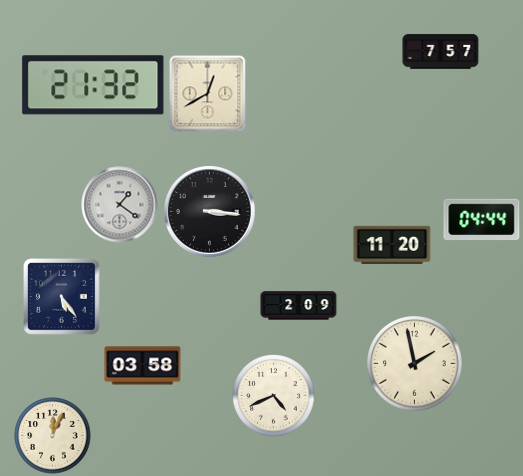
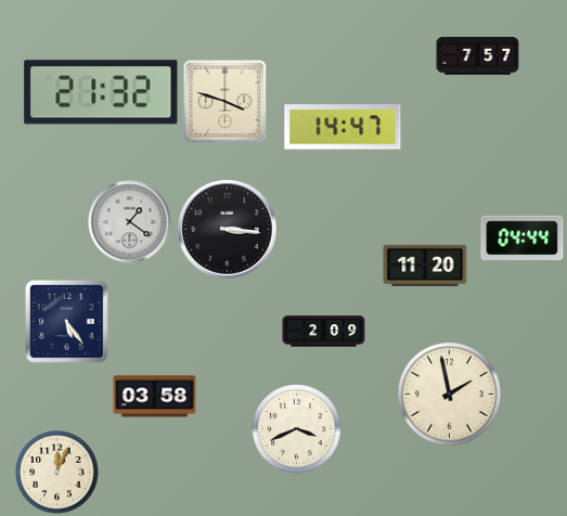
clock at (208, 94): 12:40 -> 3:48
clock at (343, 127): none -> 14:47
clock at (274, 396): 4:41 -> 3:41
